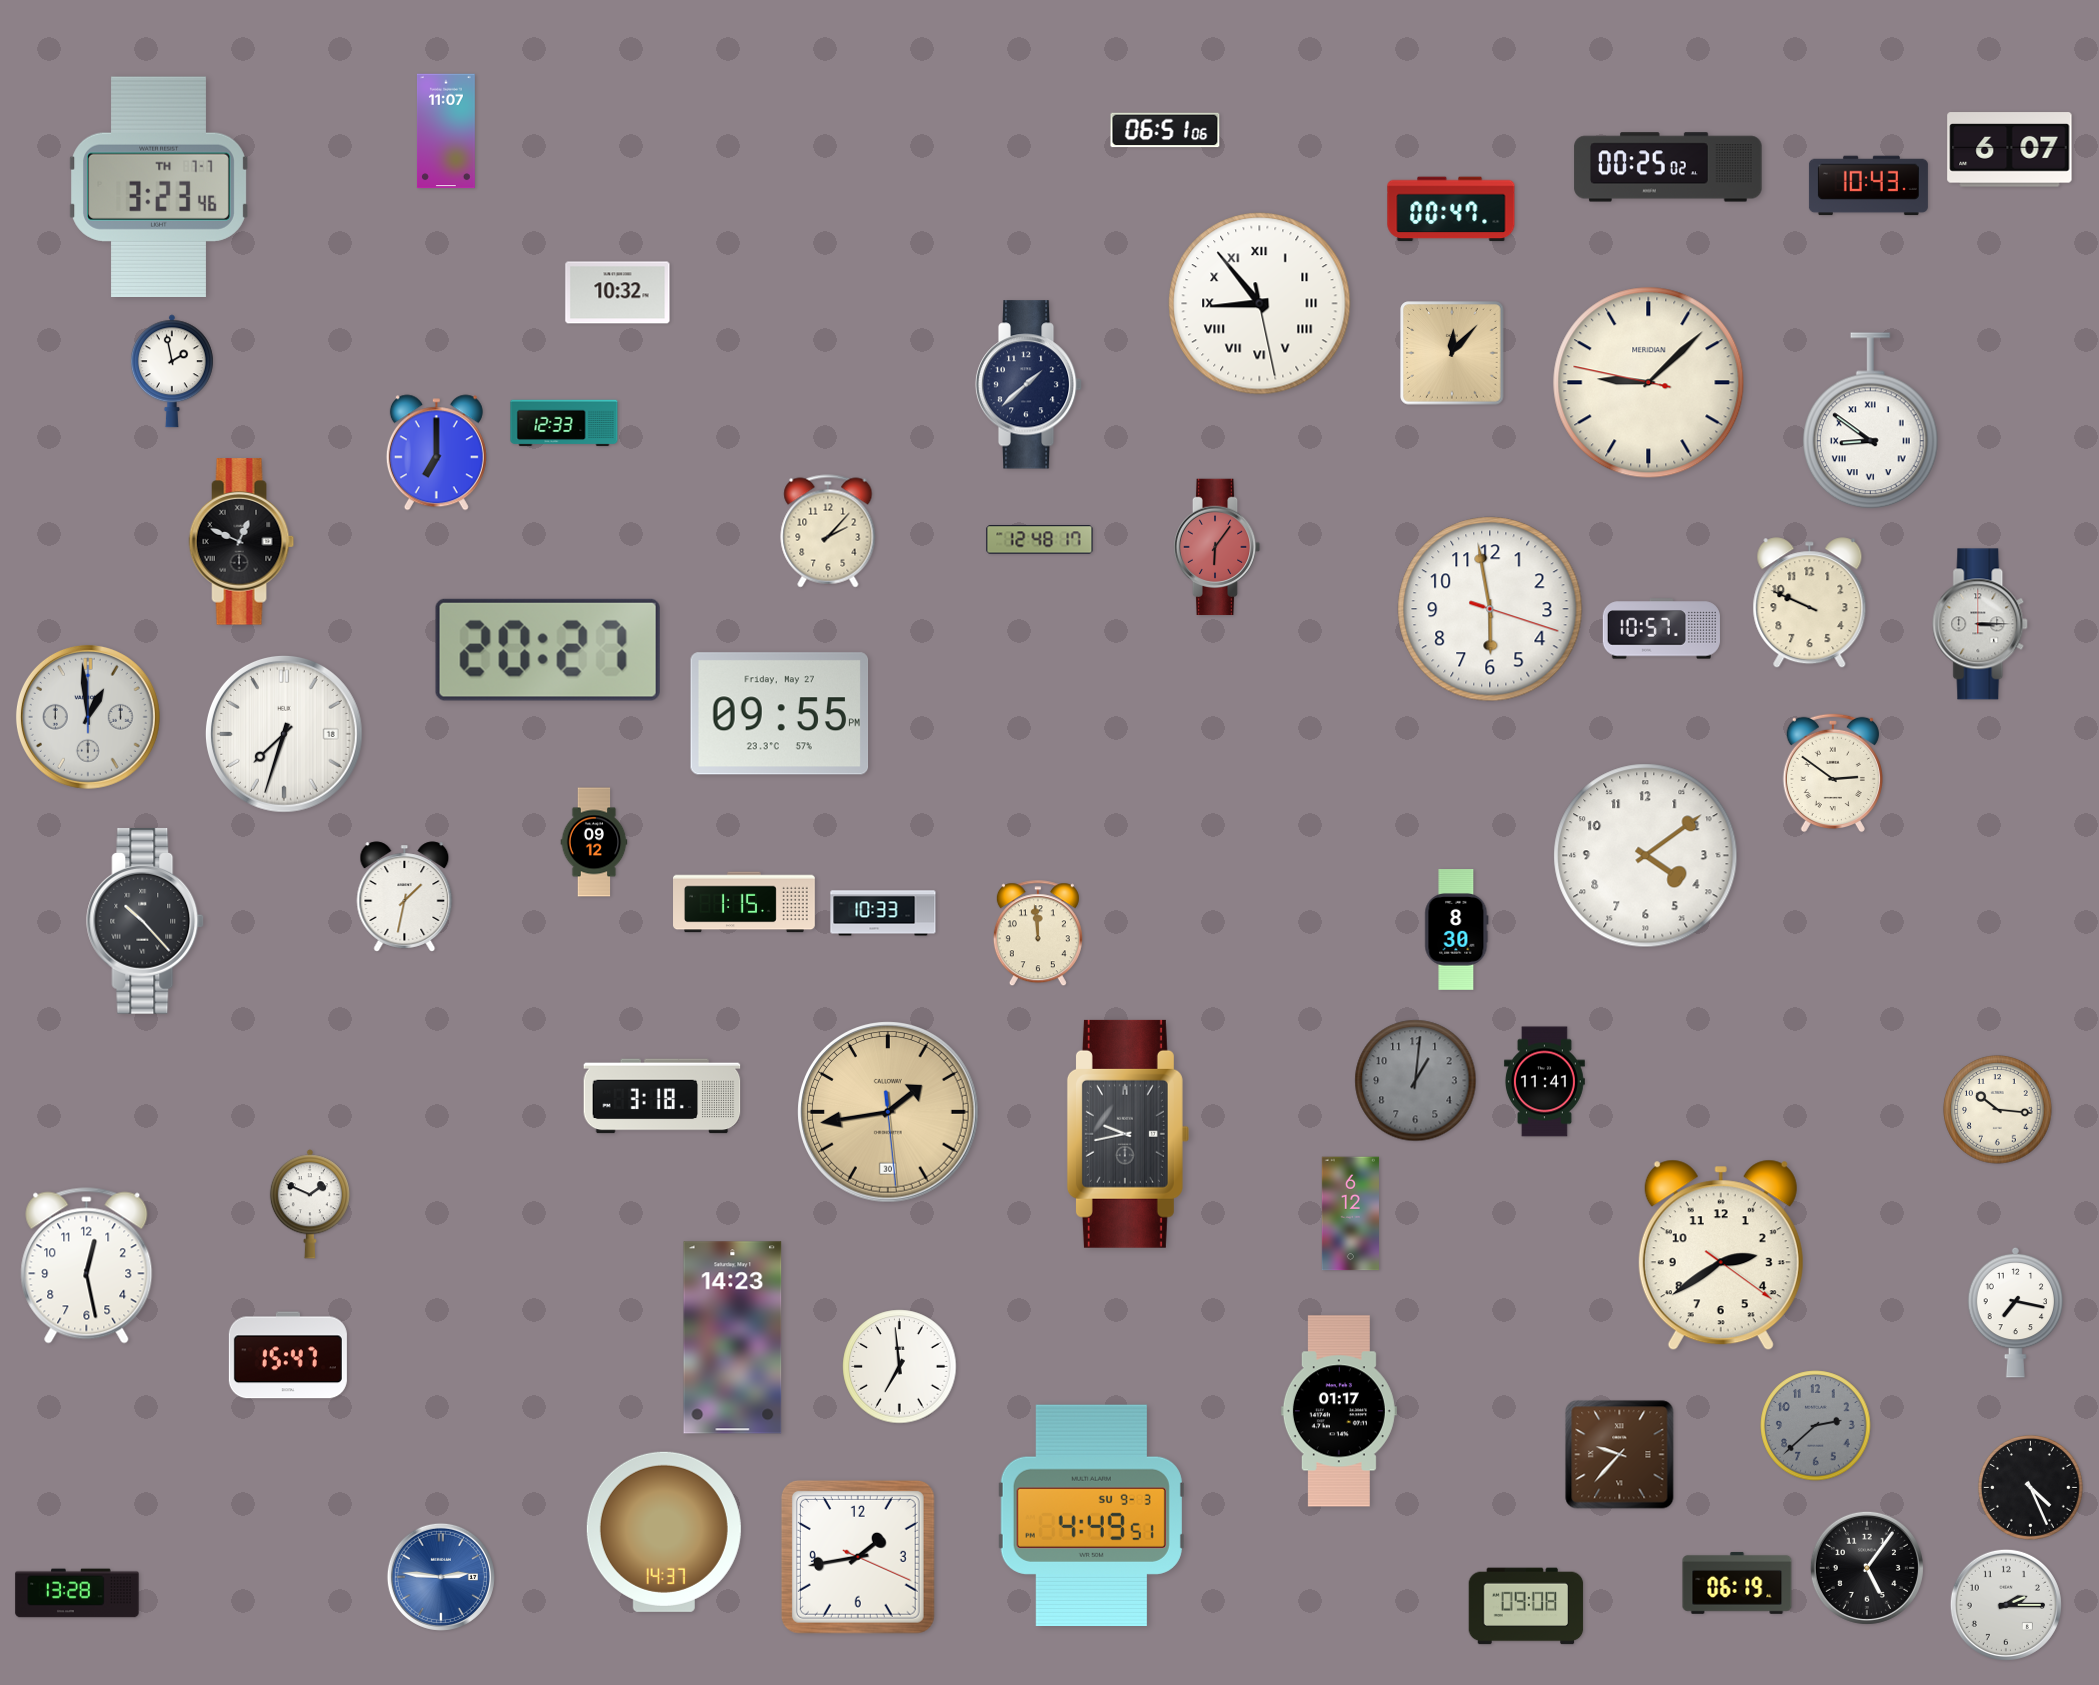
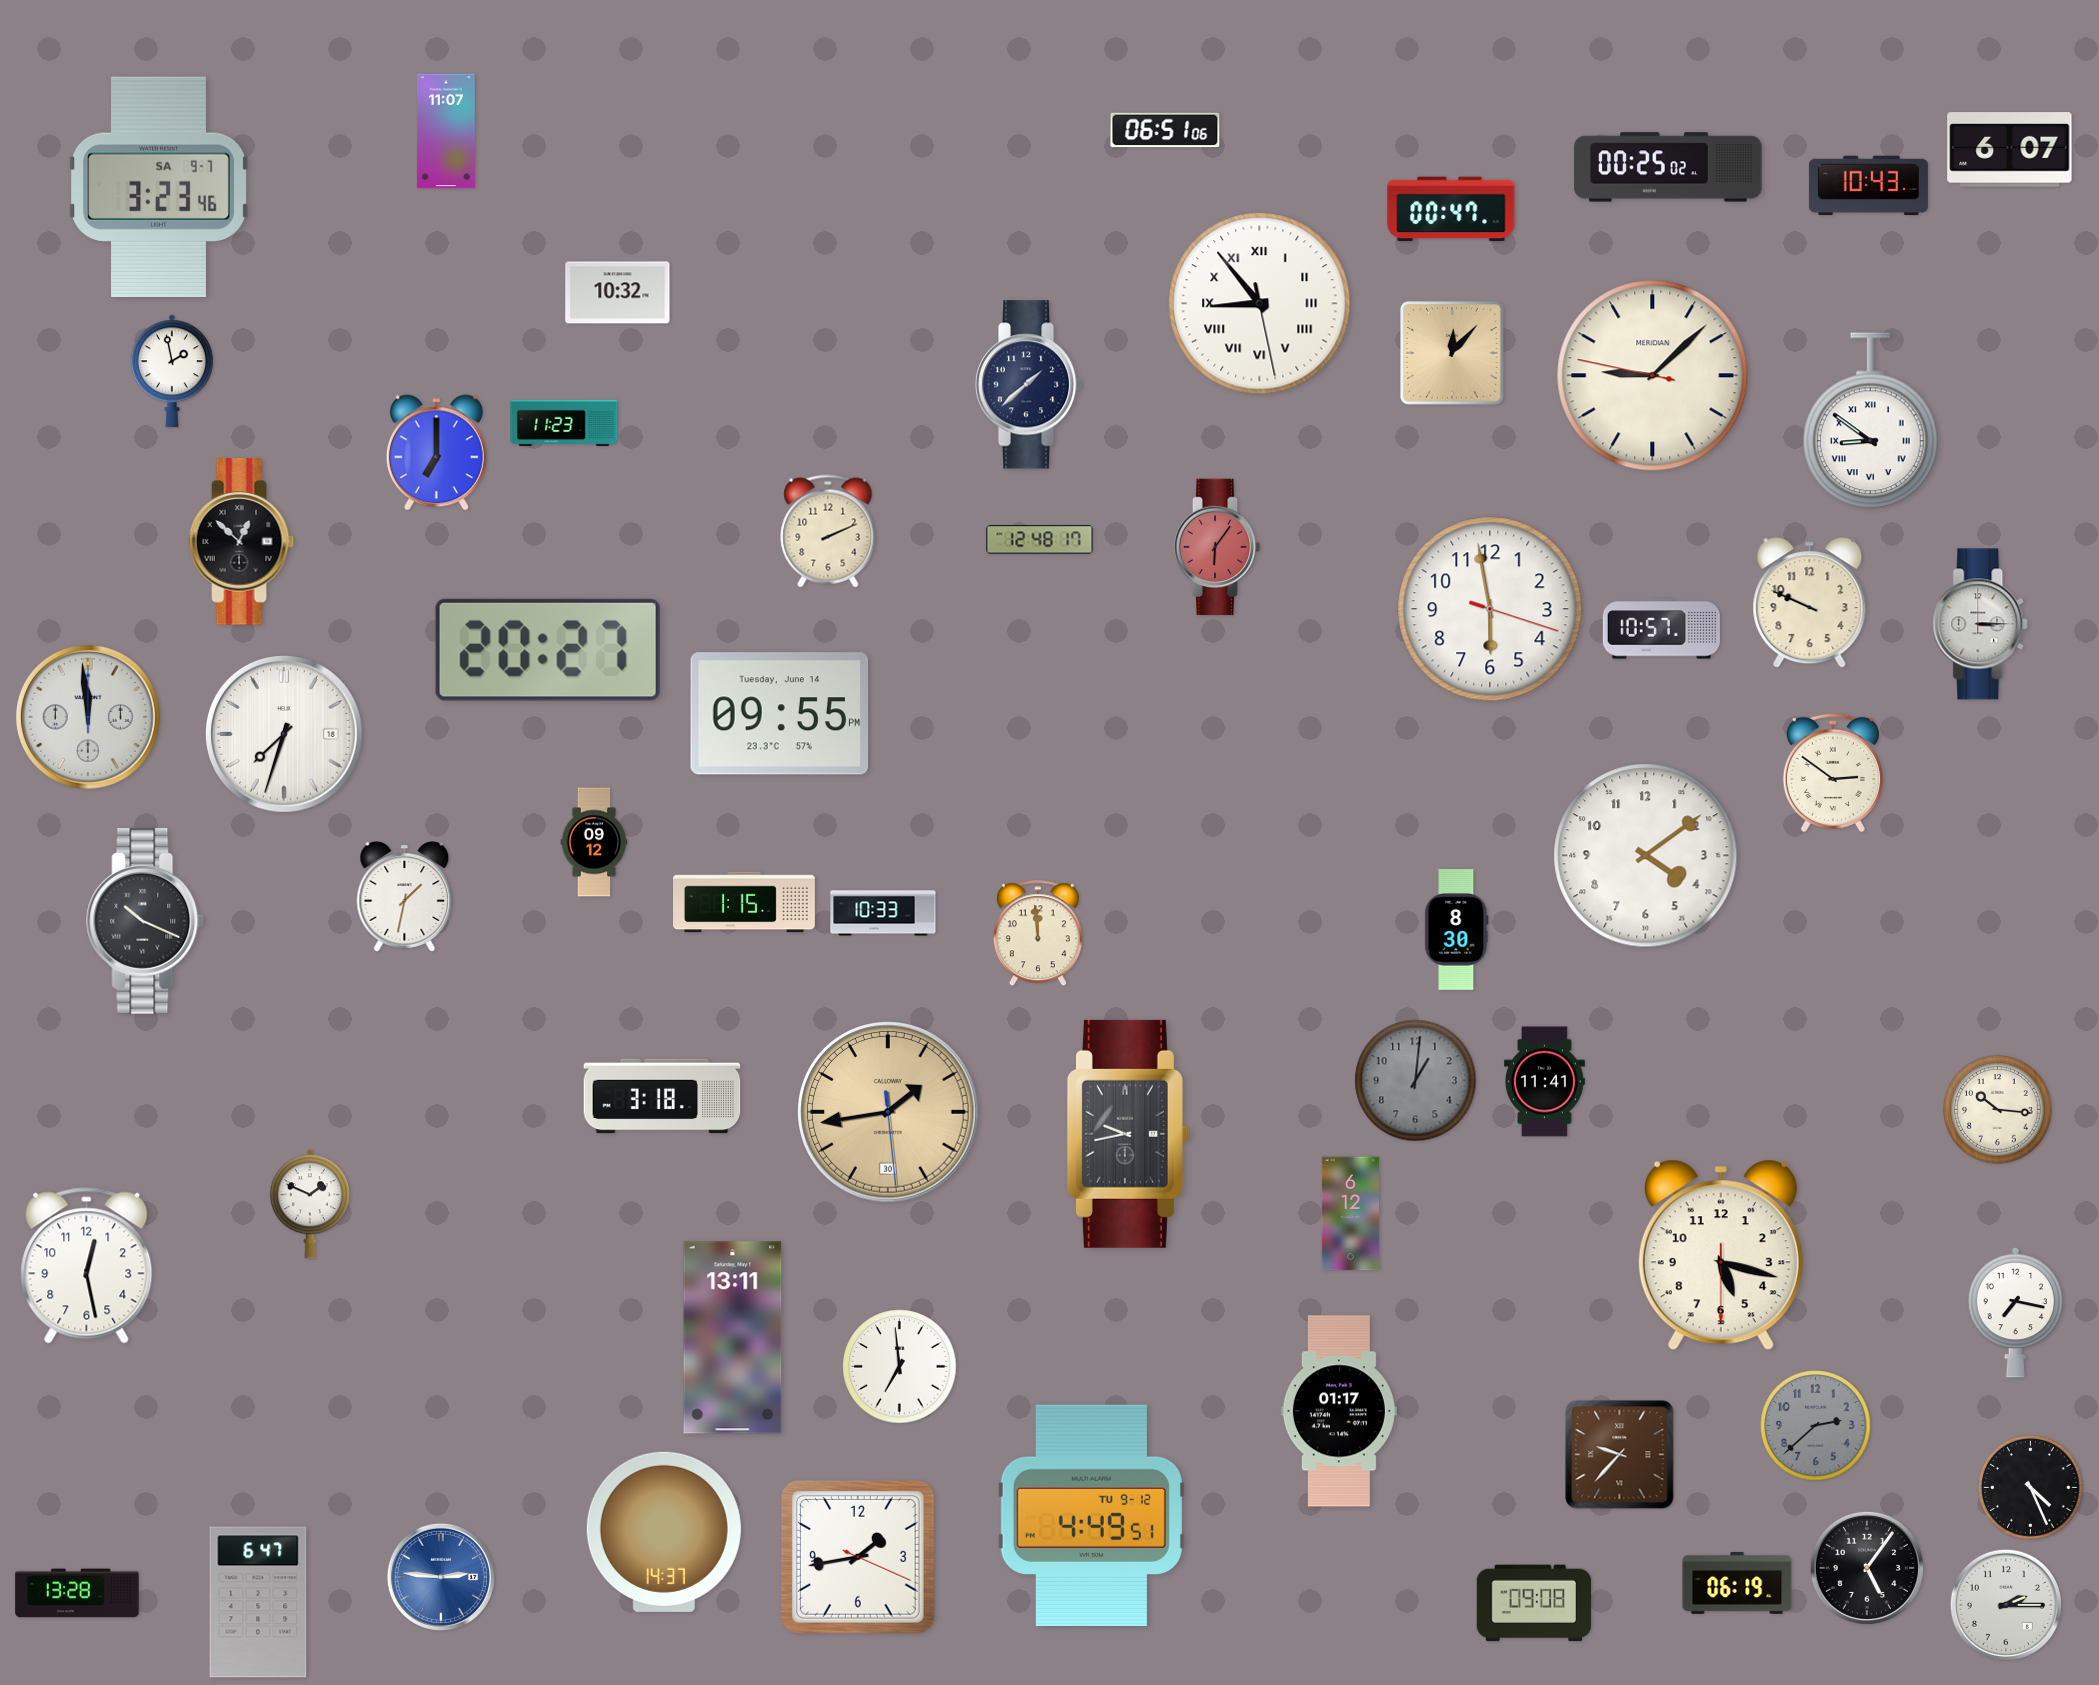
clock at (159, 186) date: TH 7-7 -> SA 9-7
clock at (1649, 383) position: (1649, 383) -> (1653, 376)
clock at (564, 423): 12:33 -> 11:23
clock at (828, 531): 2:07 -> 2:11
clock at (242, 542): 12:49 -> 12:52
clock at (780, 714) date: Friday, May 27 -> Tuesday, June 14
clock at (88, 717): 12:59 -> 11:59
clock at (146, 921): 10:23 -> 10:19
clock at (1721, 1255): 2:39 -> 5:17
clock at (733, 1338): 14:23 -> 13:11
clock at (288, 1355): 15:47 -> none
clock at (1091, 1515) date: SU 9-3 -> TU 9-12
clock at (258, 1602): none -> 6:47
clock at (1526, 1606) position: (1526, 1606) -> (1534, 1603)
